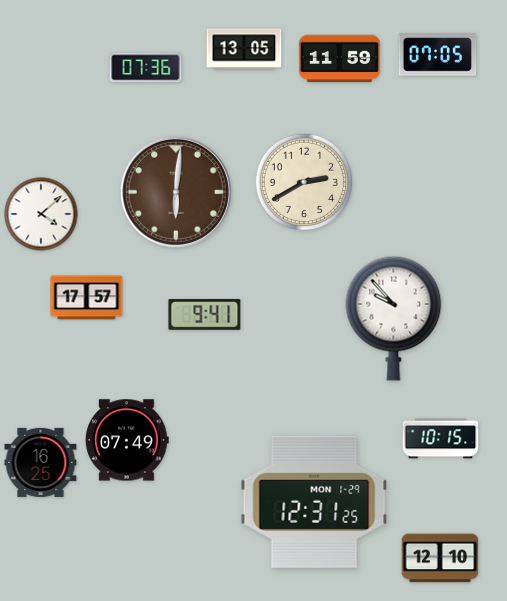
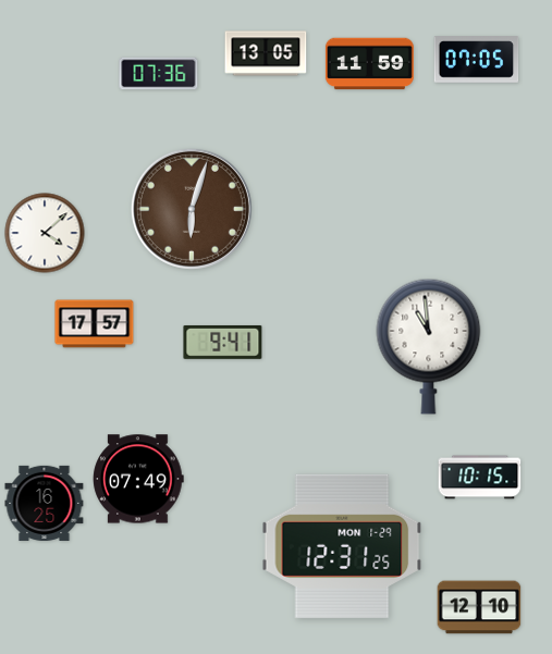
clock at (303, 181): 2:40 -> none
clock at (176, 192): 6:01 -> 6:03
clock at (394, 318): 9:53 -> 10:59
